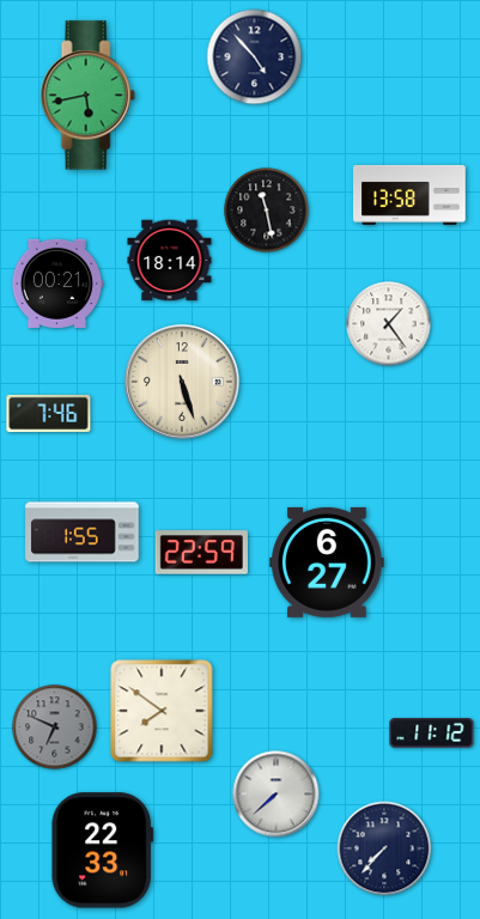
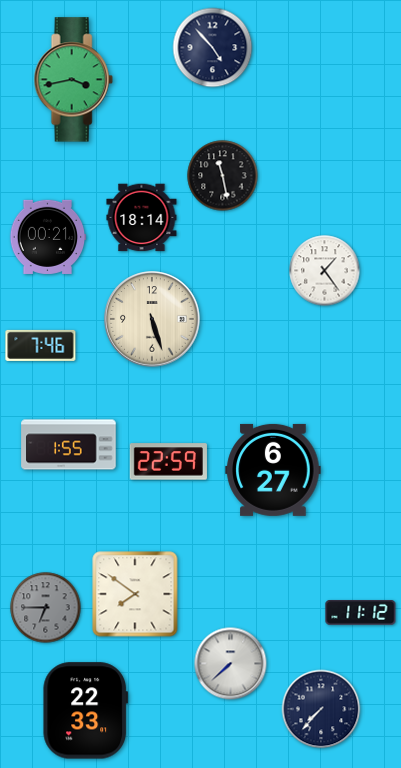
clock at (87, 96): 5:43 -> 3:43
clock at (411, 195): 13:58 -> none
clock at (55, 728): 6:49 -> 6:45
